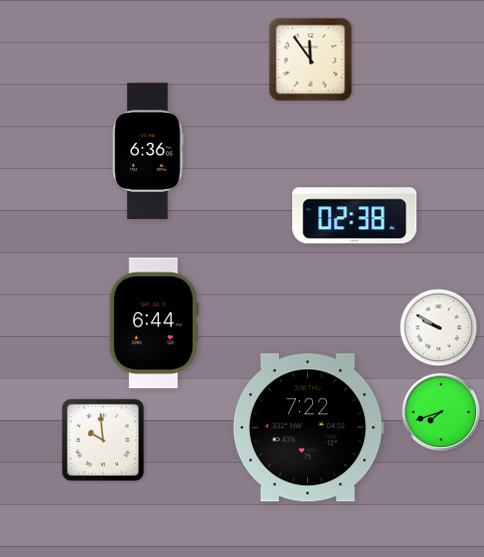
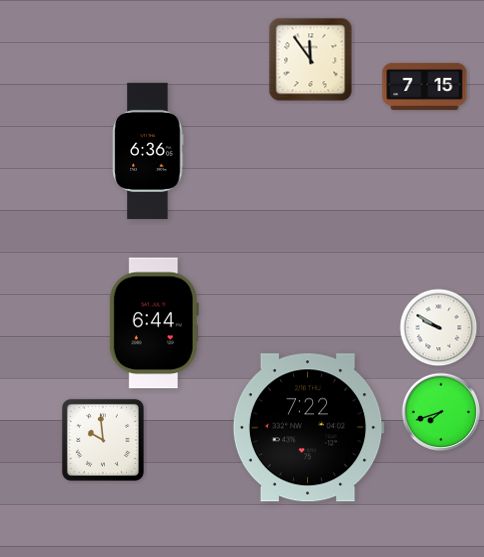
clock at (425, 86): none -> 7:15
clock at (355, 216): 02:38 -> none
